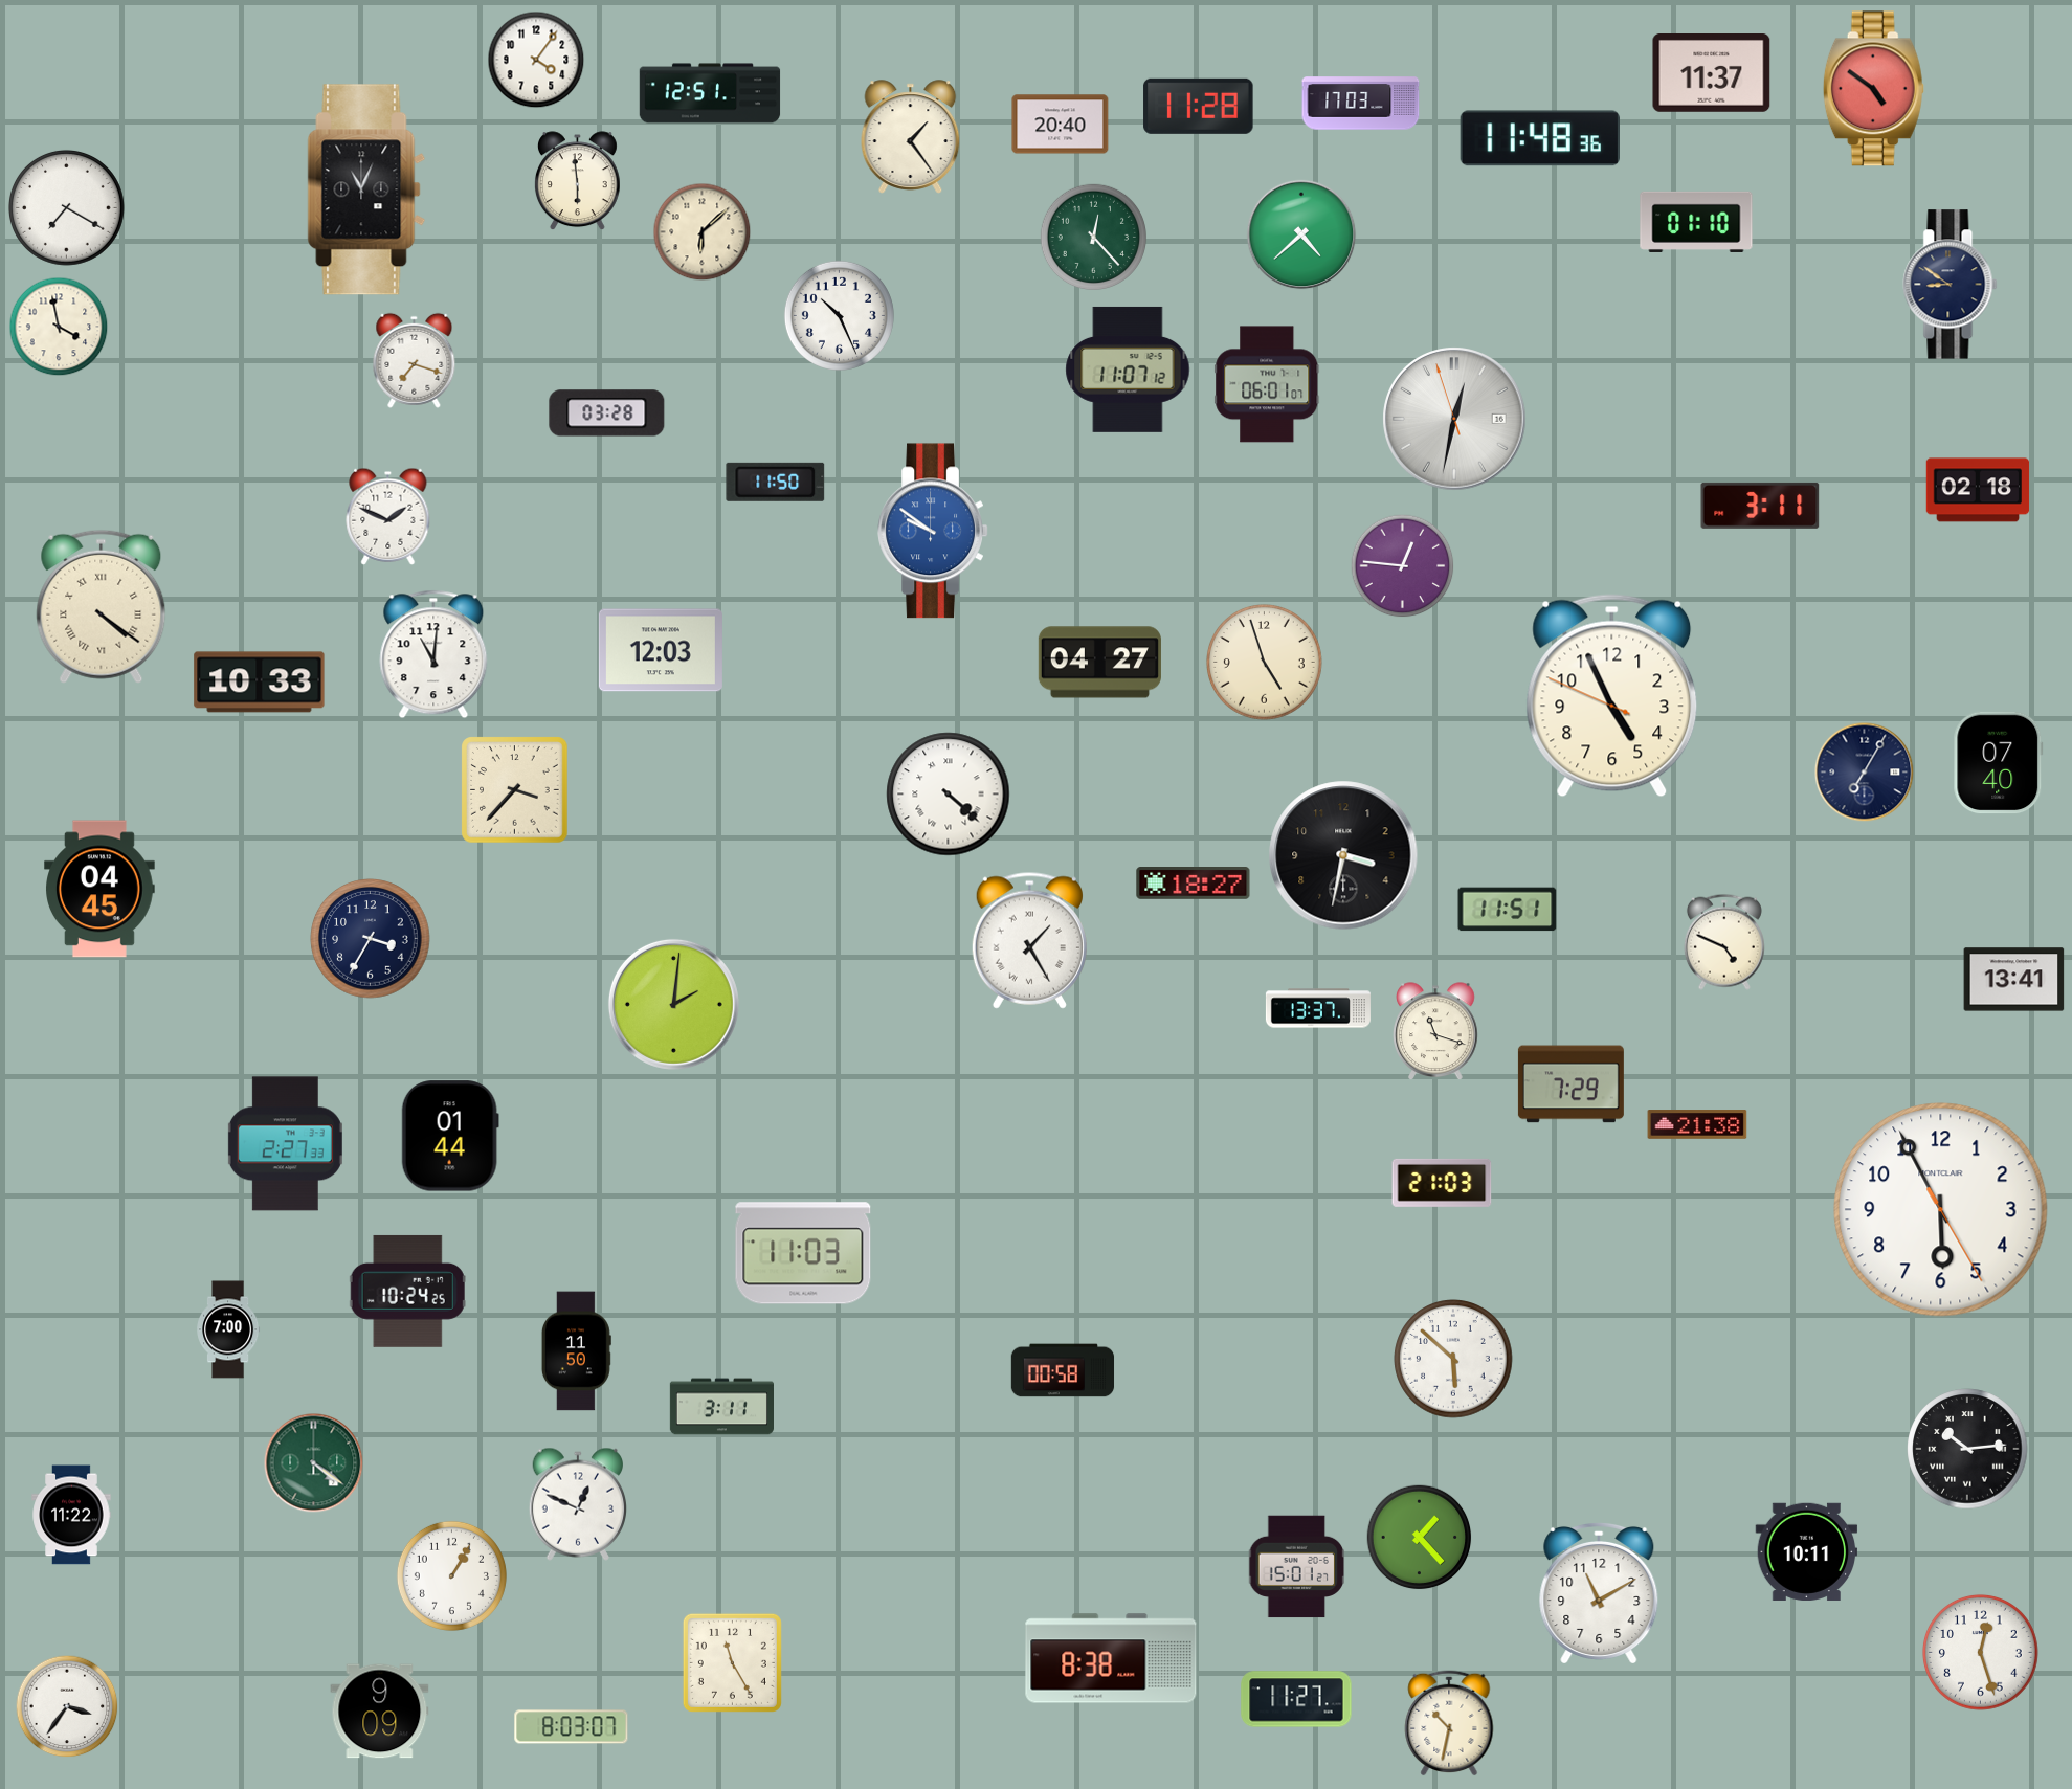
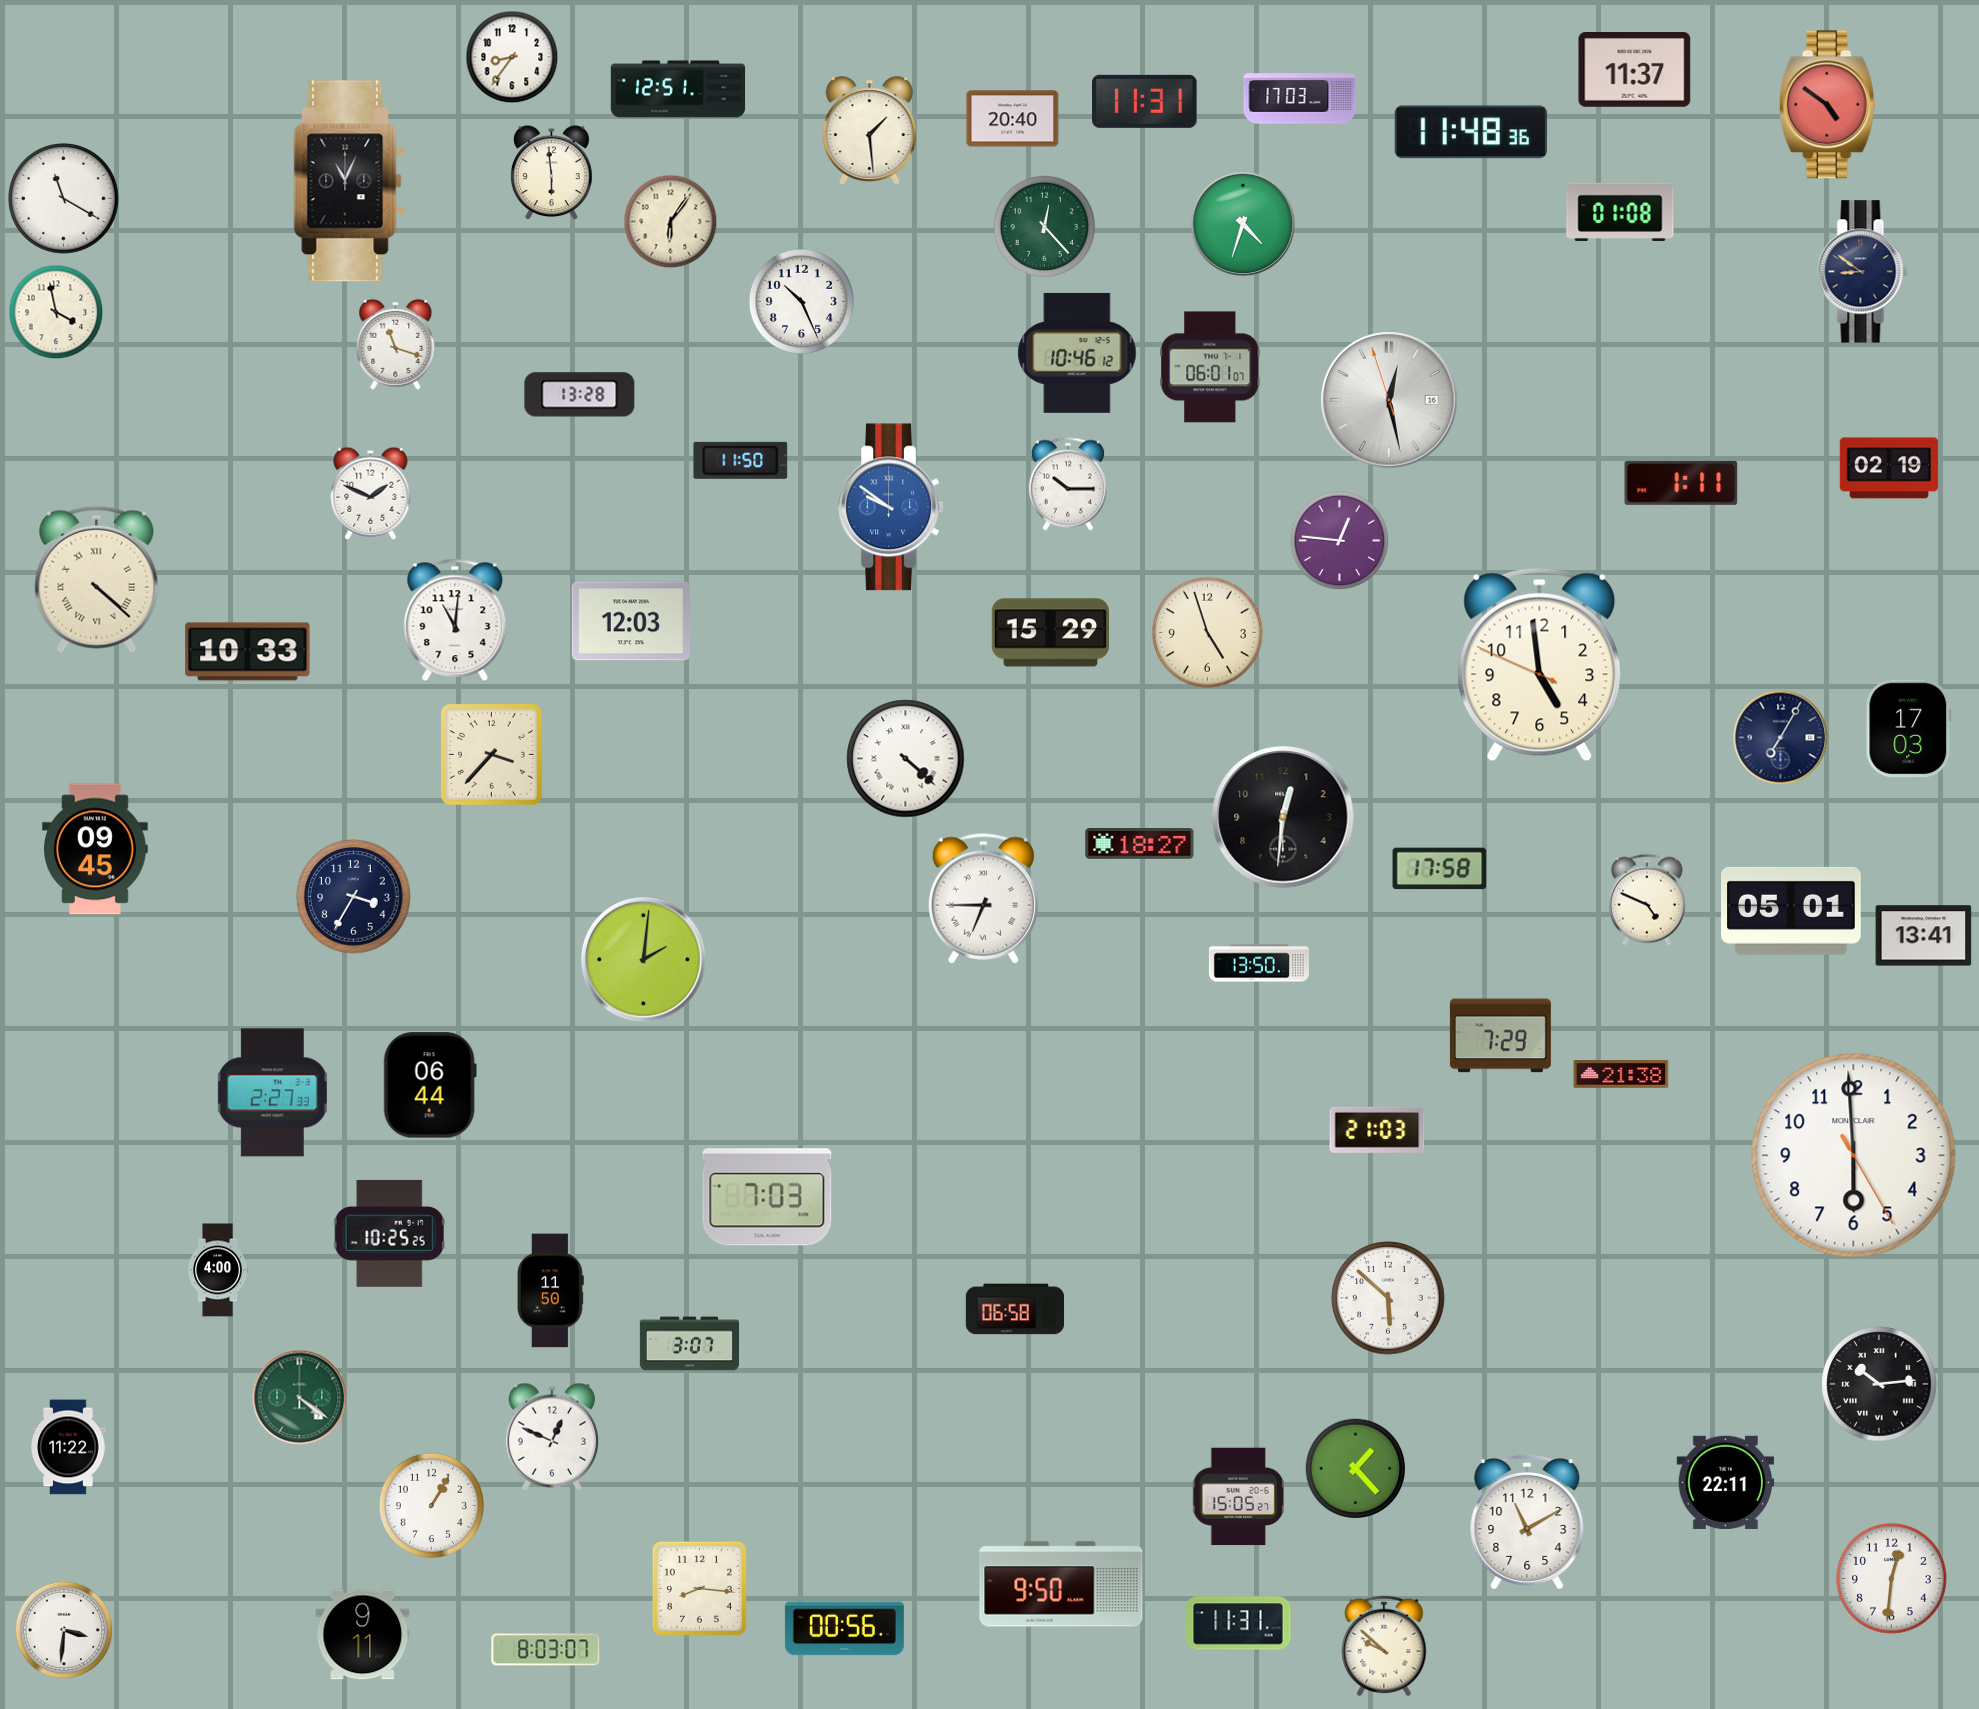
clock at (536, 60): 4:06 -> 8:36
clock at (1873, 89) position: (1873, 89) -> (1827, 105)
clock at (1199, 106): 11:28 -> 11:31
clock at (911, 137): 1:24 -> 1:29
clock at (66, 207): 7:20 -> 11:20
clock at (1696, 222): 01:10 -> 01:08
clock at (703, 232): 6:08 -> 6:06
clock at (1301, 234): 4:38 -> 4:33
clock at (415, 360): 7:18 -> 11:18
clock at (1128, 370): 11:07 -> 10:46
clock at (607, 413): 03:28 -> 13:28
clock at (1454, 419): 12:31 -> 12:27
clock at (1978, 490): 02:18 -> 02:19
clock at (1760, 506): 3:11 -> 1:11
clock at (1068, 484): none -> 10:15
clock at (102, 606): 4:21 -> 4:22
clock at (433, 654) position: (433, 654) -> (455, 620)
clock at (1099, 663): 04:27 -> 15:29
clock at (1612, 696): 4:55 -> 4:58
clock at (1999, 763): 07:40 -> 17:03
clock at (1343, 855): 3:32 -> 12:31
clock at (101, 889): 04:45 -> 09:45
clock at (1508, 910): 11:51 -> 17:58
clock at (1029, 940): 1:25 -> 6:45
clock at (1792, 911): none -> 05:01
clock at (1318, 1008): 13:37 -> 13:50
clock at (1435, 1031): 11:18 -> none
clock at (450, 1136): 01:44 -> 06:44
clock at (1941, 1210): 5:55 -> 5:59
clock at (803, 1253): 11:03 -> 7:03
clock at (407, 1291): 10:24 -> 10:25
clock at (228, 1329): 7:00 -> 4:00
clock at (1063, 1370): 00:58 -> 06:58
clock at (721, 1407): 3:11 -> 3:07
clock at (1807, 1551): 10:11 -> 22:11
clock at (1297, 1567): 15:01 -> 15:05
clock at (1980, 1652): 12:27 -> 12:31
clock at (1111, 1658): 8:38 -> 9:50
clock at (732, 1662): 11:25 -> 8:16
clock at (1296, 1699): 11:27 -> 11:31
clock at (844, 1629): none -> 00:56
clock at (67, 1706): 3:36 -> 3:31
clock at (380, 1712): 9:09 -> 9:11
clock at (1449, 1723): 10:32 -> 9:52
